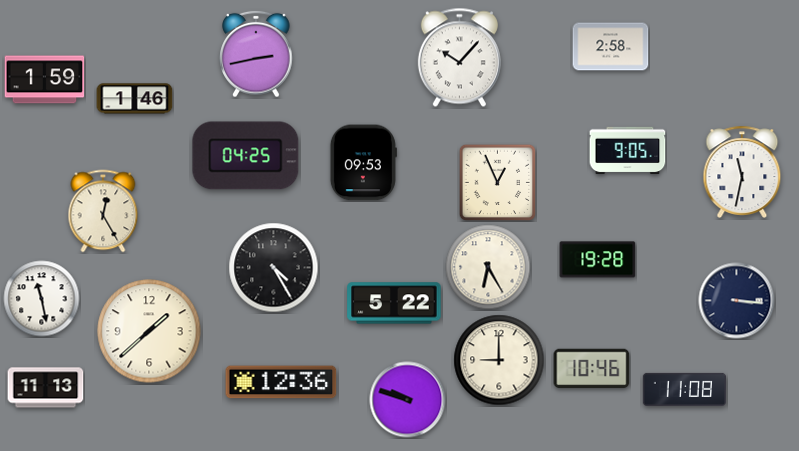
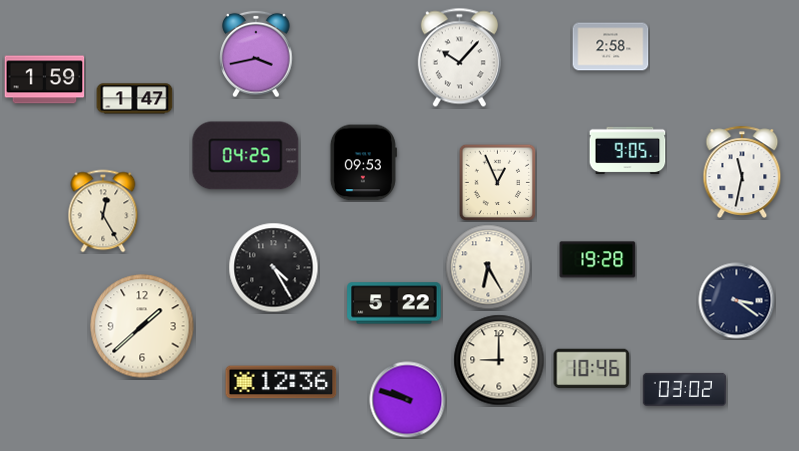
clock at (256, 54): 2:43 -> 3:43
clock at (135, 99): 1:46 -> 1:47
clock at (42, 299): 11:28 -> none
clock at (737, 301): 3:16 -> 3:21
clock at (149, 331) position: (149, 331) -> (142, 326)
clock at (46, 388): 11:13 -> none
clock at (684, 389): 11:08 -> 03:02
